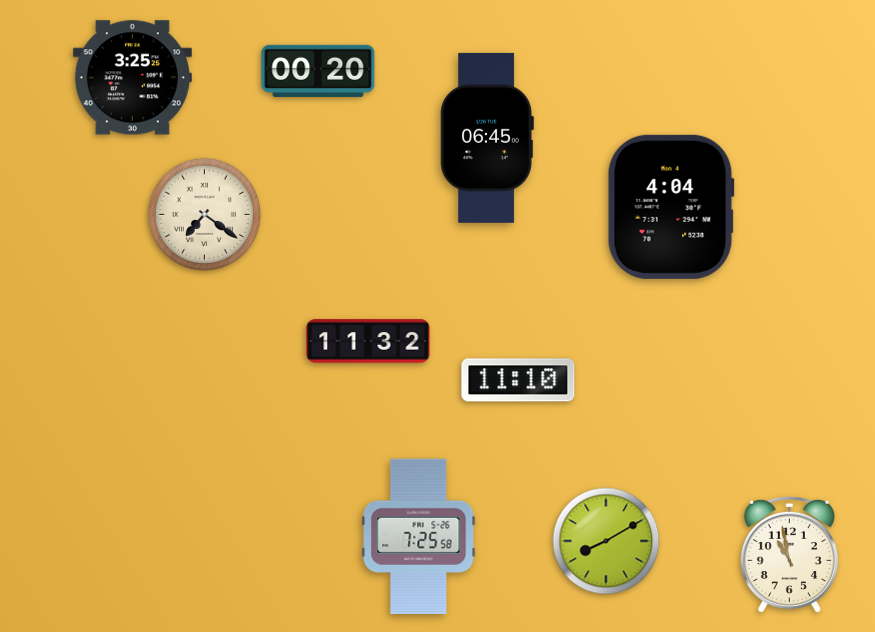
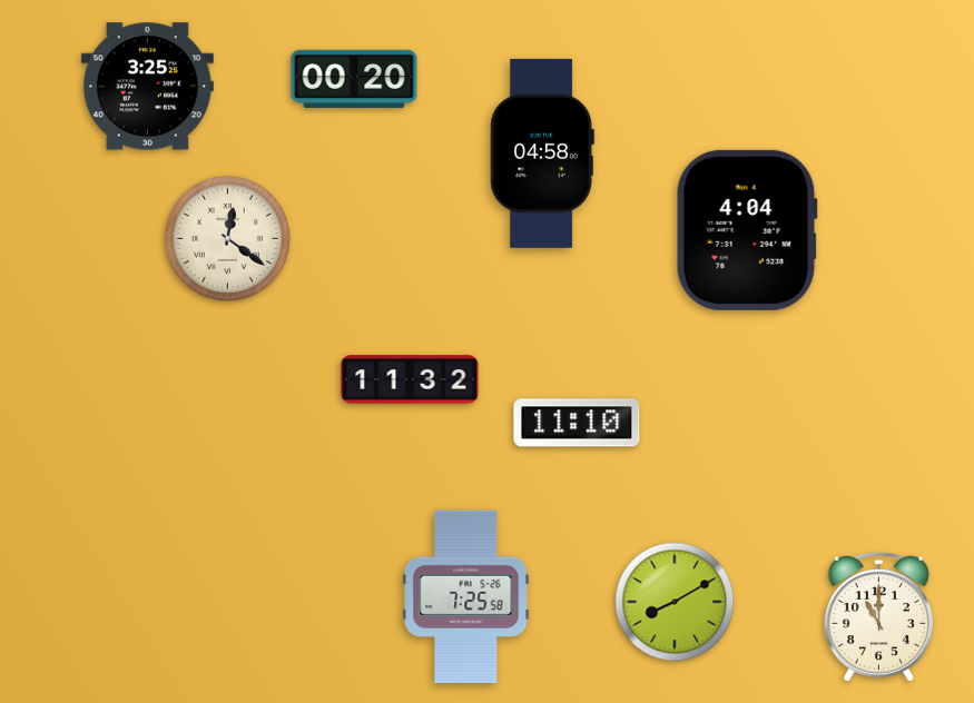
clock at (487, 138): 06:45 -> 04:58
clock at (204, 214): 7:21 -> 12:21
clock at (789, 555): 10:58 -> 11:00
